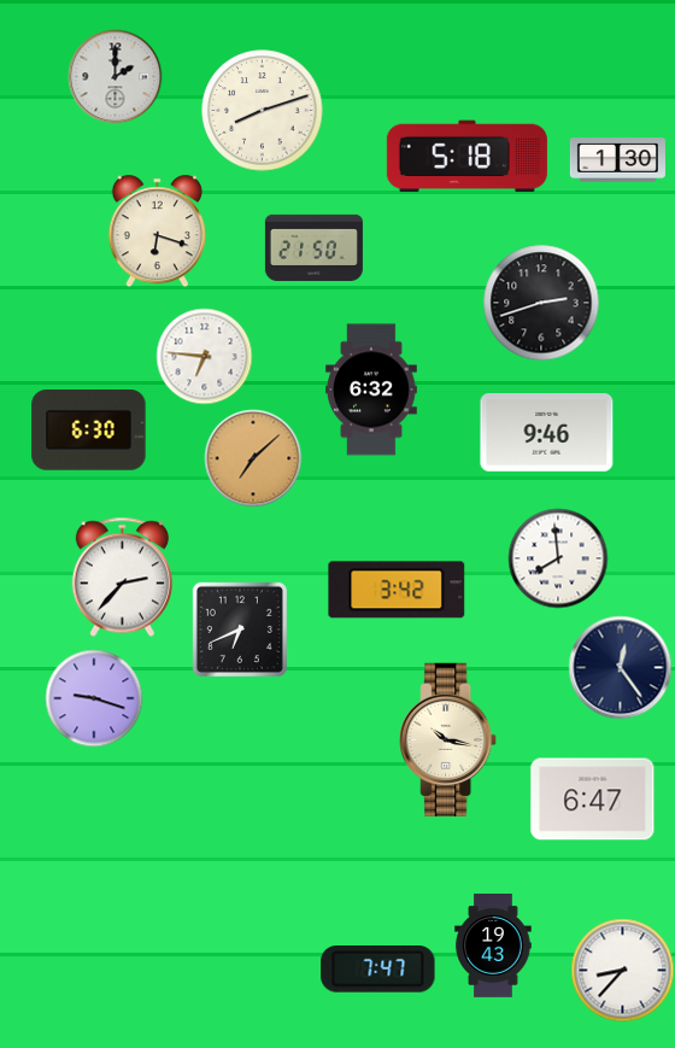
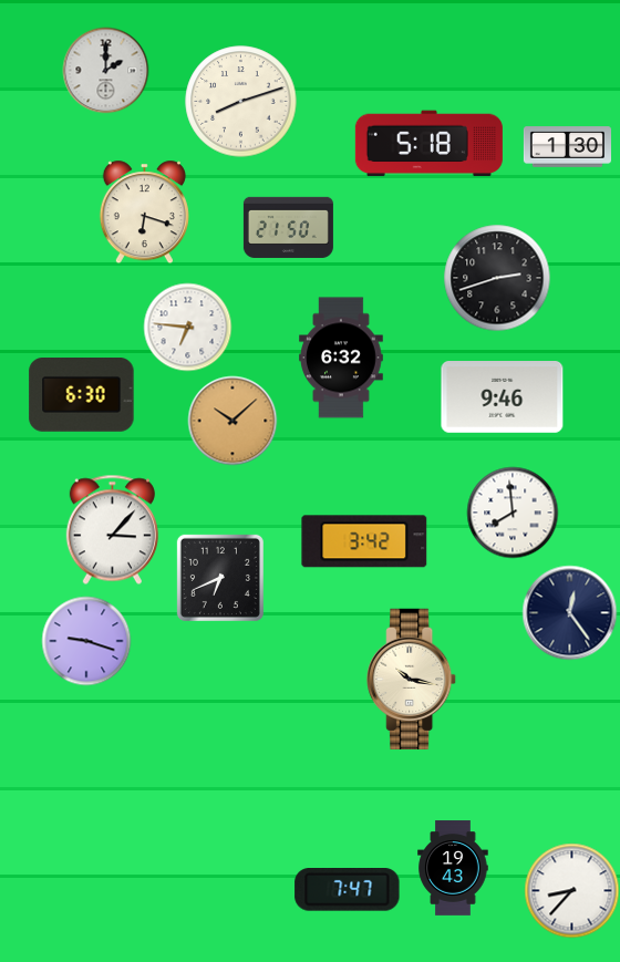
clock at (253, 458): 7:08 -> 10:08
clock at (122, 576): 2:37 -> 3:07
clock at (593, 800): 6:47 -> none
